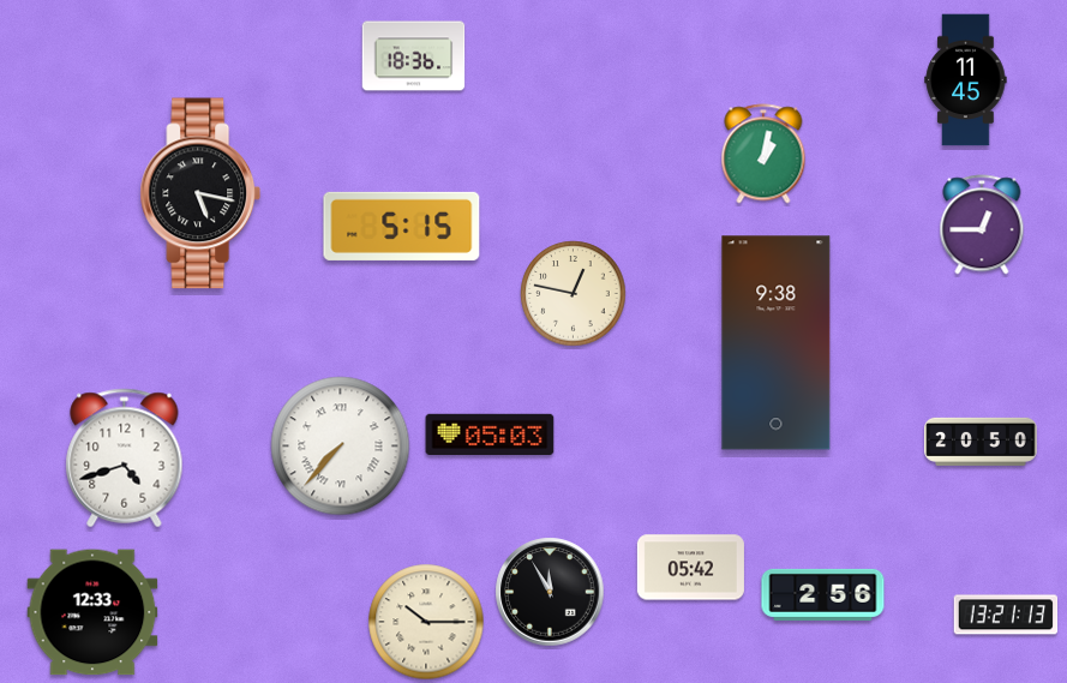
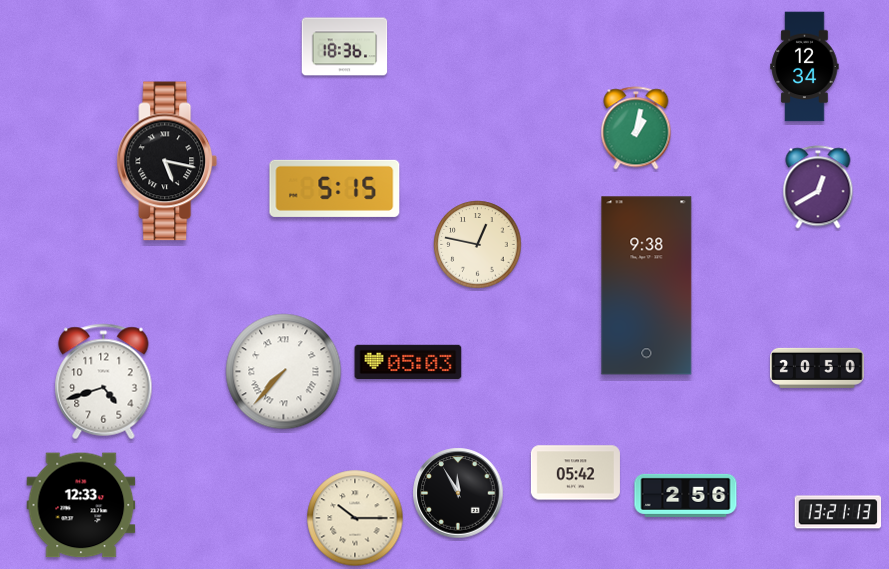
clock at (966, 80): 11:45 -> 12:34
clock at (982, 224): 12:45 -> 12:40
clock at (92, 612) position: (92, 612) -> (81, 505)
